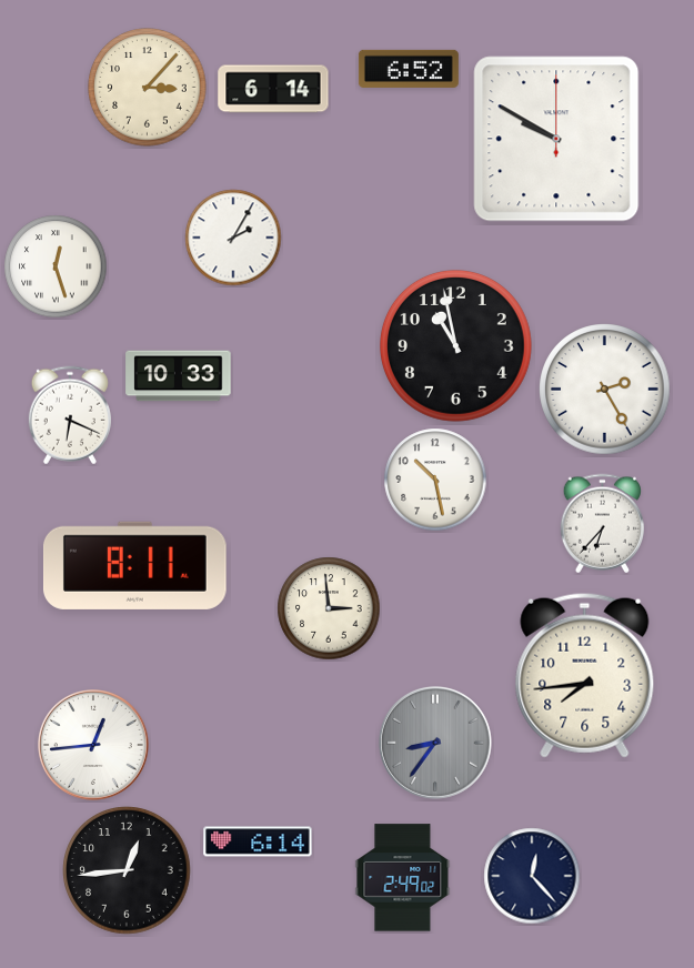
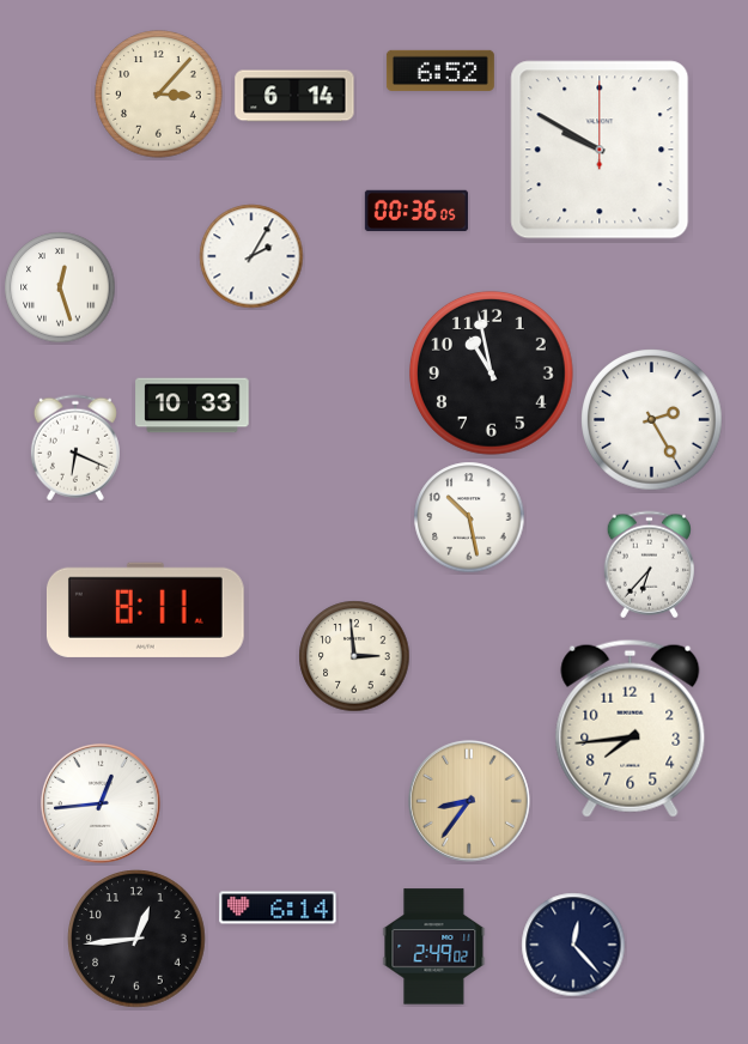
clock at (409, 69) position: (409, 69) -> (440, 71)
clock at (416, 211): none -> 00:36
clock at (435, 743) dial: grey -> champagne
